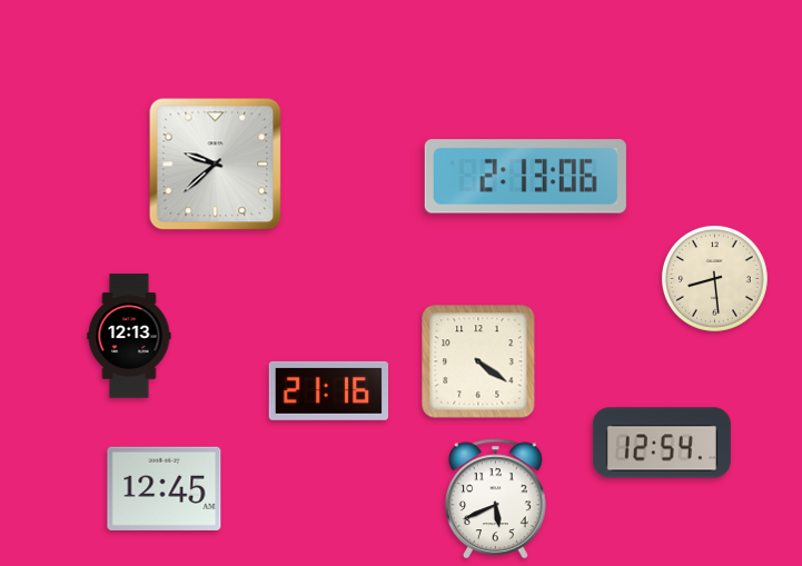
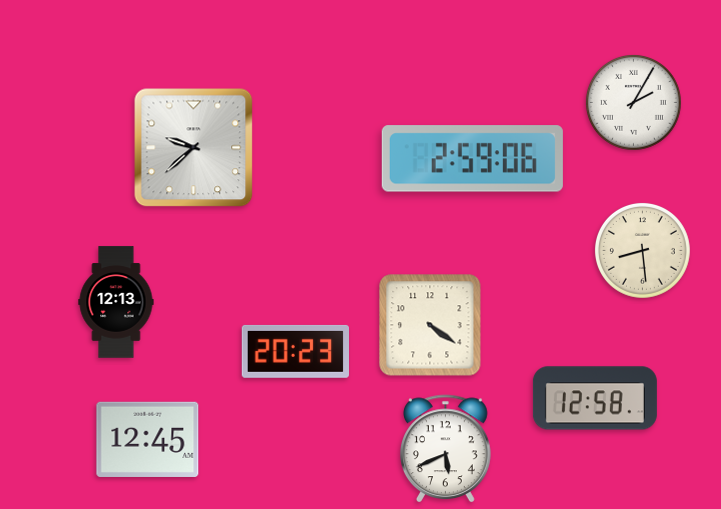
clock at (633, 102): none -> 2:05
clock at (525, 177): 2:13 -> 2:59
clock at (328, 390): 21:16 -> 20:23
clock at (662, 443): 12:54 -> 12:58
